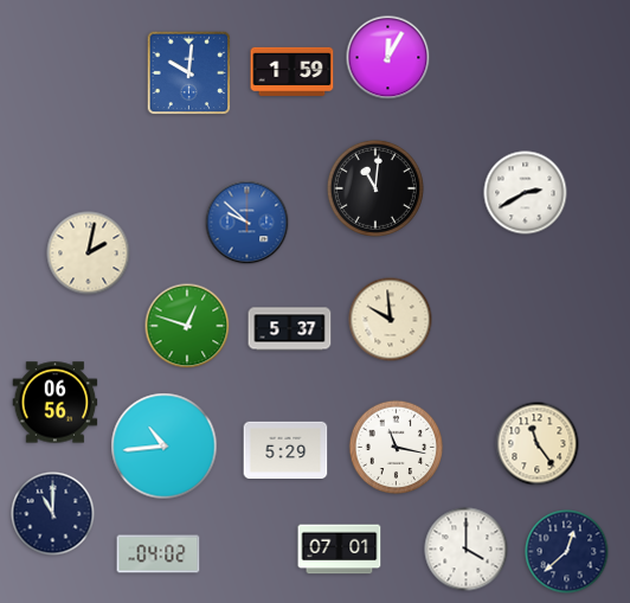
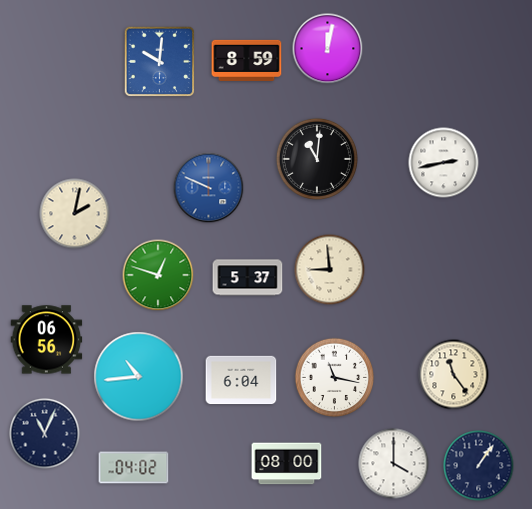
clock at (388, 58): 12:05 -> 12:02
clock at (292, 71): 1:59 -> 8:59
clock at (526, 193): 2:40 -> 2:43
clock at (247, 223): 9:52 -> 9:49
clock at (391, 320): 9:59 -> 8:59
clock at (290, 329) position: (290, 329) -> (248, 278)
clock at (285, 450): 5:29 -> 6:04
clock at (53, 514): 11:00 -> 11:04
clock at (340, 550): 07:01 -> 08:00
clock at (567, 552): 12:38 -> 1:06
